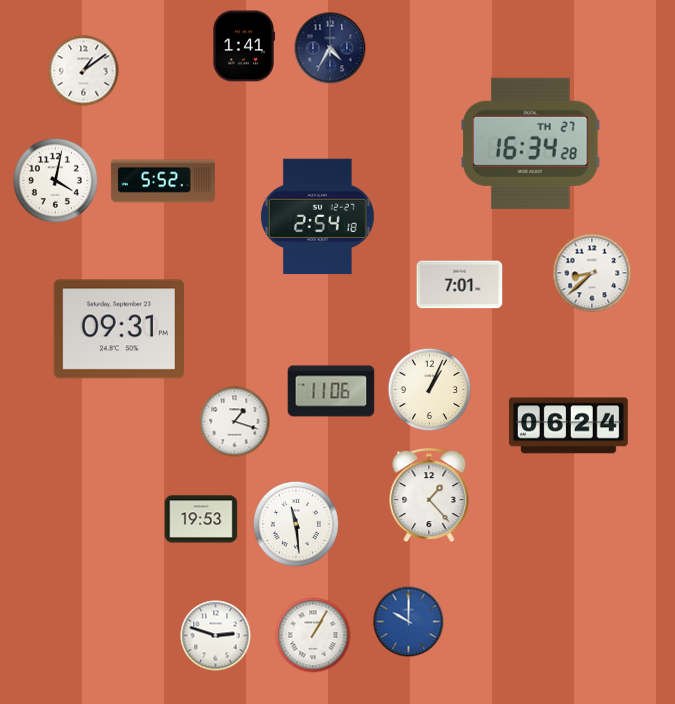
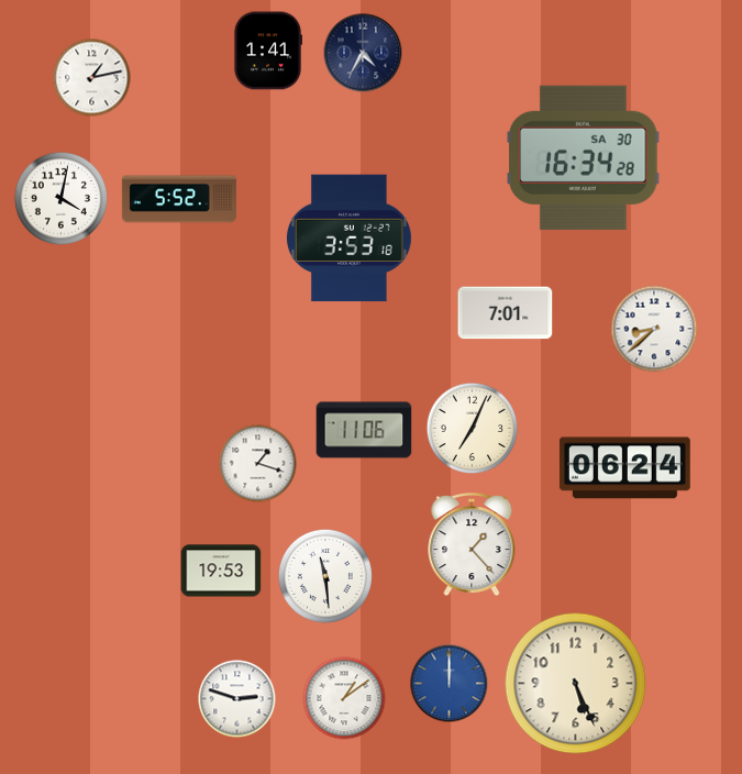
clock at (84, 71): 1:09 -> 1:13
clock at (531, 143) date: TH 27 -> SA 30
clock at (317, 217): 2:54 -> 3:53
clock at (592, 273) position: (592, 273) -> (654, 329)
clock at (119, 329): 09:31 -> none
clock at (430, 390): 1:04 -> 7:04
clock at (409, 622): 10:00 -> 12:00
clock at (576, 684): none -> 5:26
clock at (313, 635): 1:05 -> 1:09
